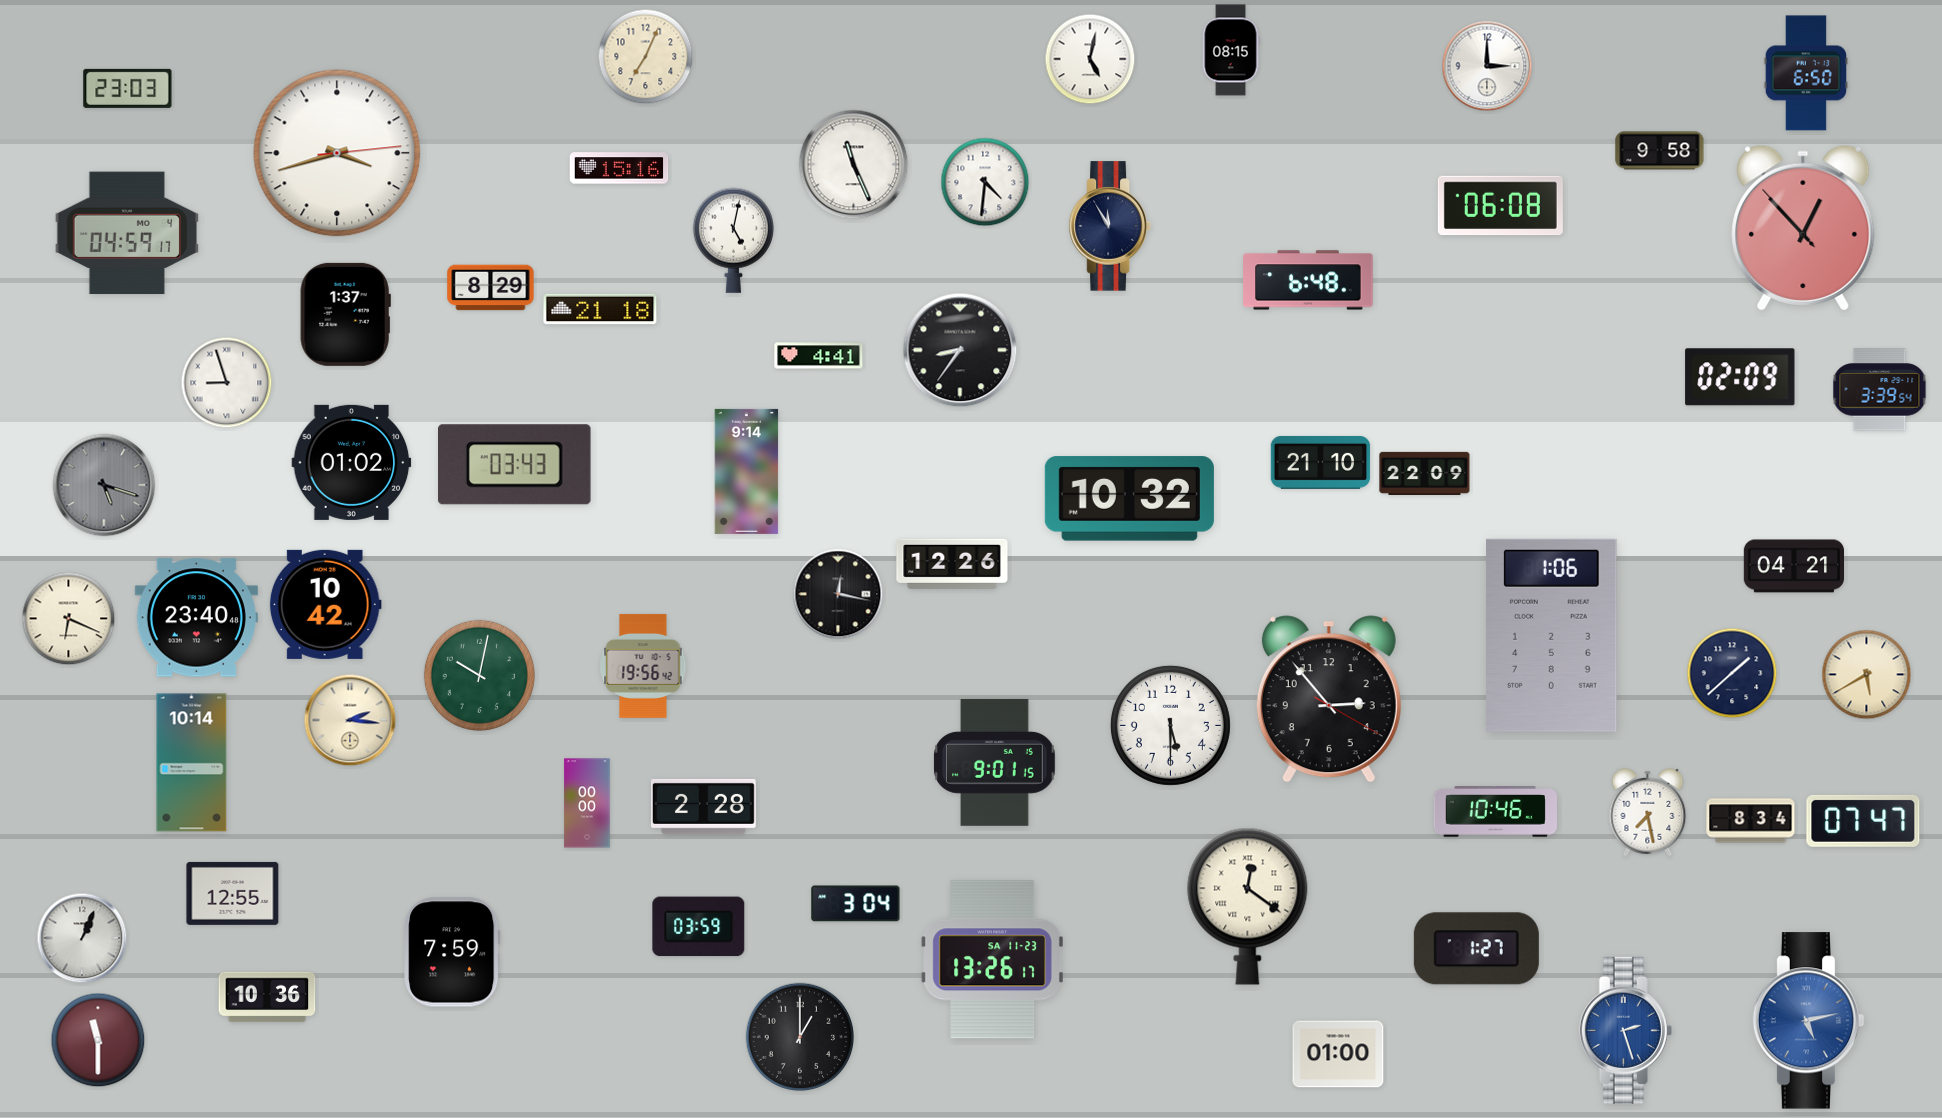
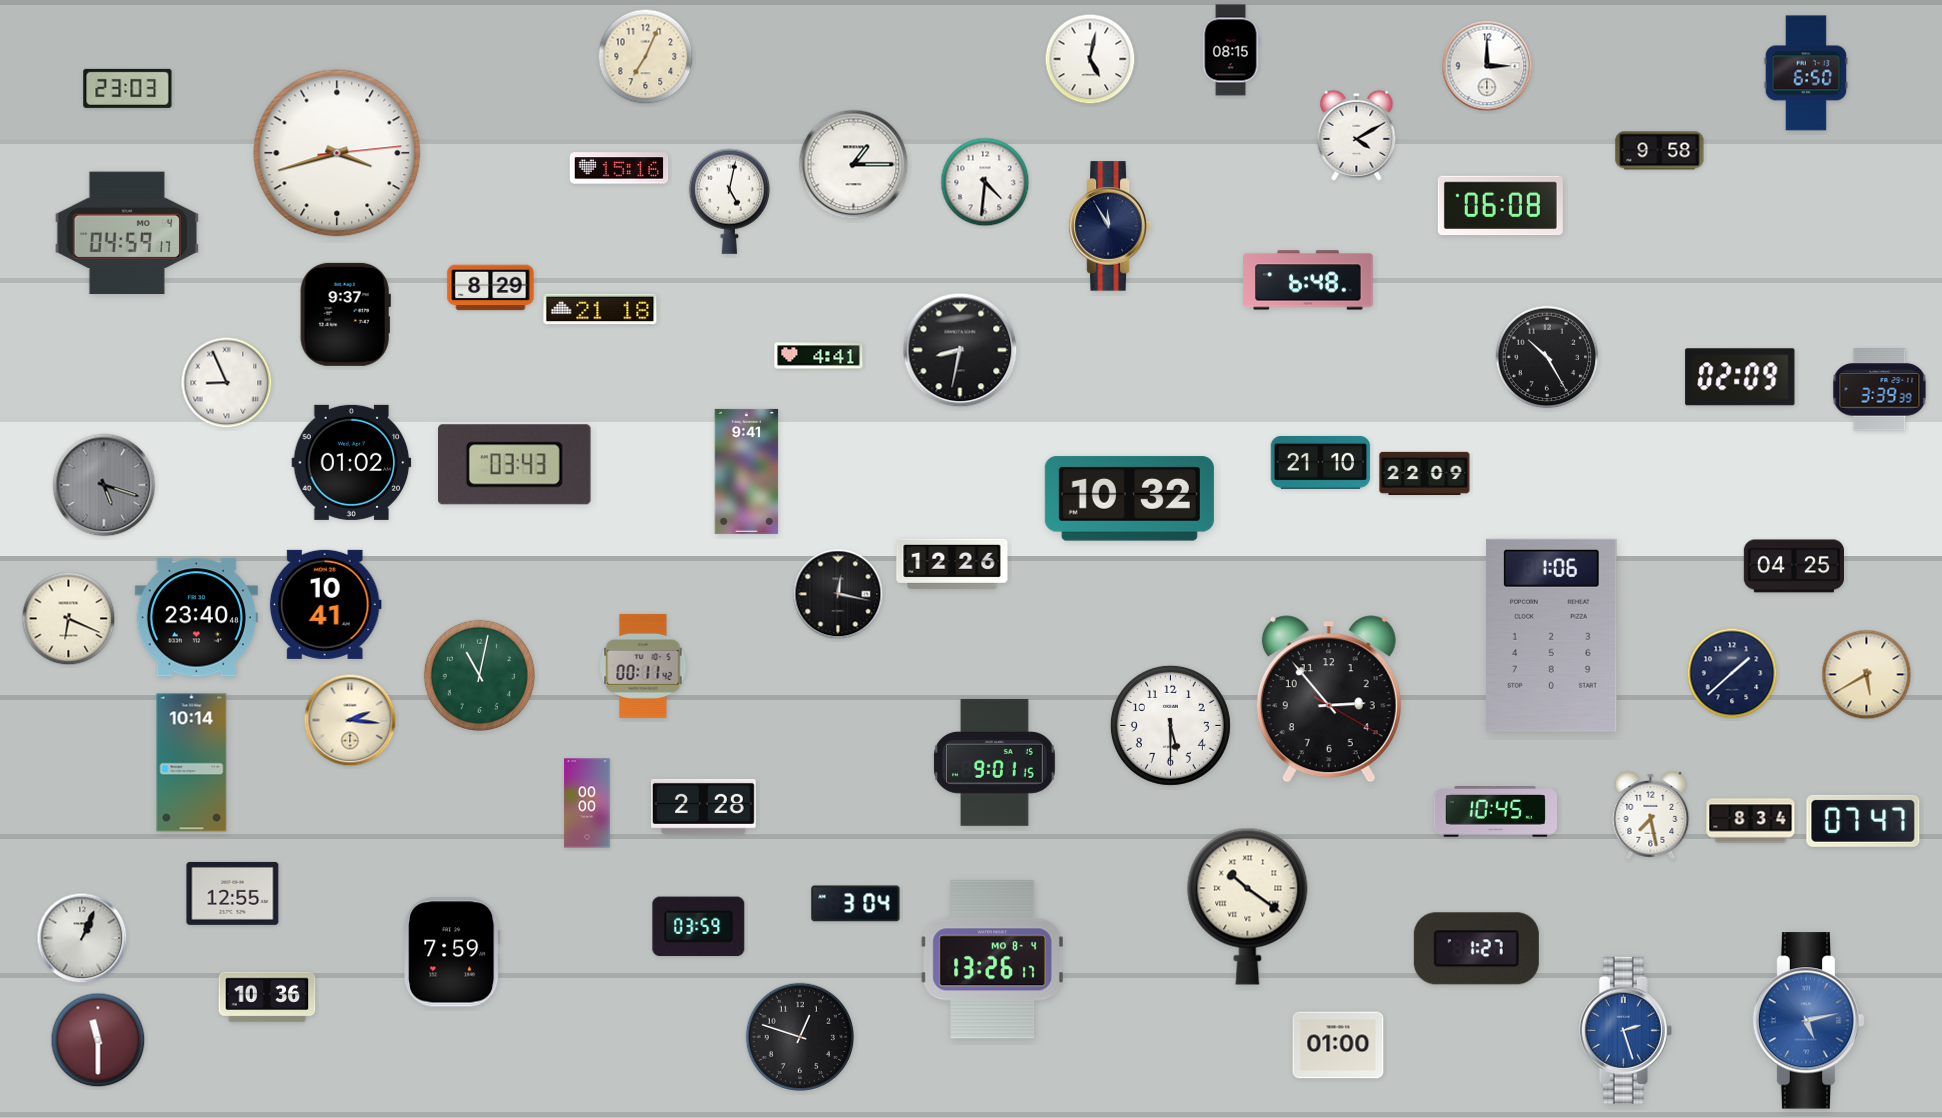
clock at (1357, 135): none -> 4:10
clock at (854, 165): 11:26 -> 1:15
clock at (1803, 228): 12:52 -> none
clock at (733, 240) position: (733, 240) -> (729, 201)
clock at (345, 314): 1:37 -> 9:37
clock at (960, 350): 8:36 -> 8:32
clock at (1547, 357): none -> 10:25
clock at (227, 383): 8:57 -> 8:56
clock at (1880, 390): 3:39:54 -> 3:39:39
clock at (747, 471): 9:14 -> 9:41
clock at (1793, 566): 04:21 -> 04:25
clock at (325, 604): 10:42 -> 10:41
clock at (643, 666): 19:56 -> 00:11
clock at (479, 675): 10:02 -> 11:02
clock at (1495, 812): 10:46 -> 10:45
clock at (1648, 813) position: (1648, 813) -> (1651, 816)
clock at (1248, 906): 12:21 -> 10:21
clock at (992, 960) date: SA 11-23 -> MO 8-4
clock at (799, 1036): 1:00 -> 12:48
clock at (1338, 1054) position: (1338, 1054) -> (1338, 1045)
